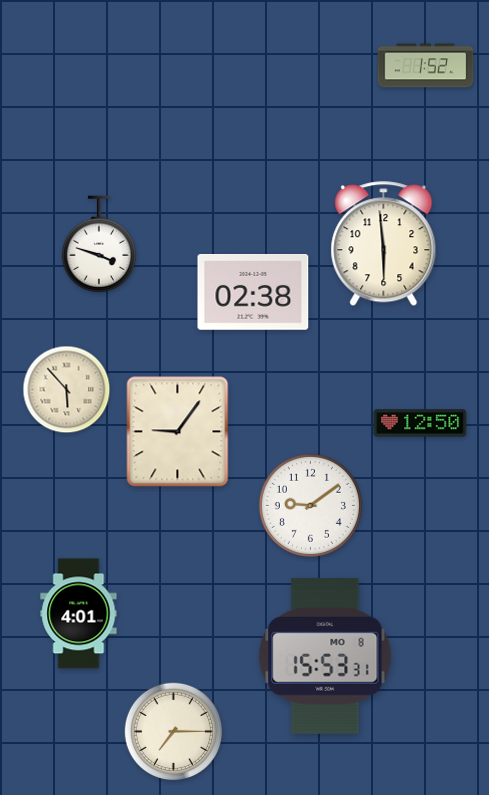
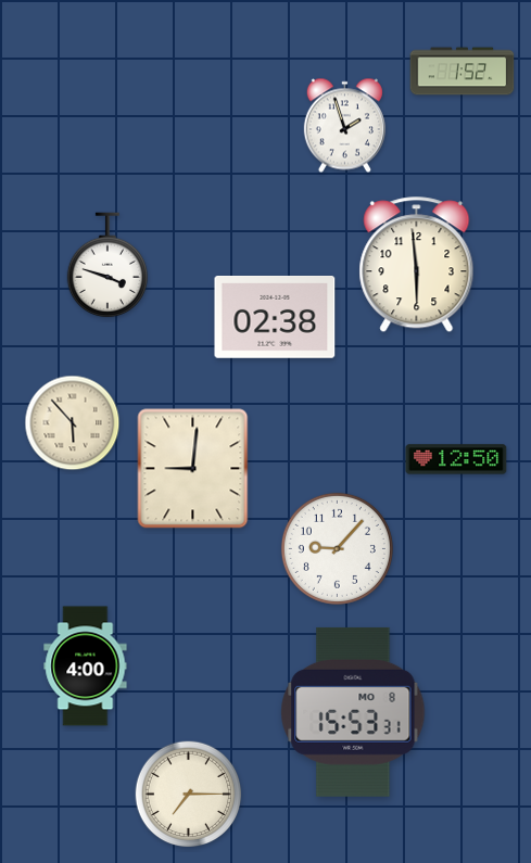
clock at (344, 126): none -> 1:57
clock at (178, 432): 9:06 -> 9:01
clock at (310, 505): 9:09 -> 9:07
clock at (79, 614): 4:01 -> 4:00
